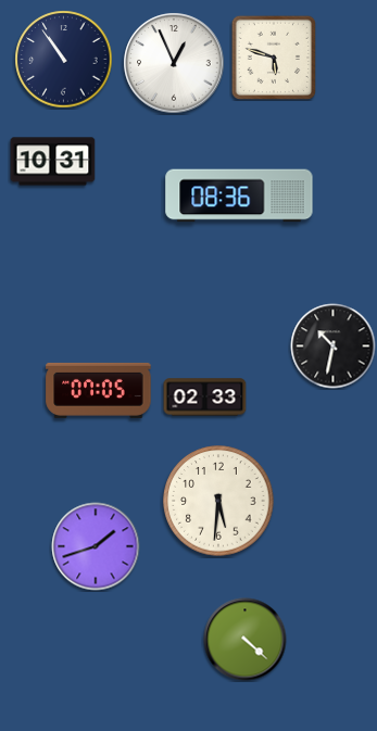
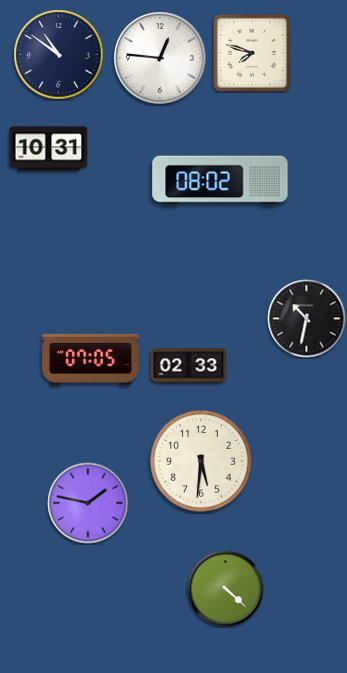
clock at (273, 56): 5:48 -> 7:48
clock at (64, 60): 10:54 -> 10:51
clock at (174, 63): 12:56 -> 12:46
clock at (239, 196): 08:36 -> 08:02
clock at (96, 546): 1:42 -> 1:47
